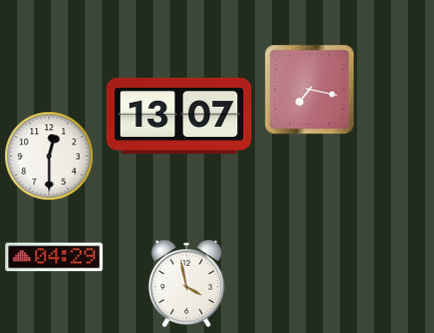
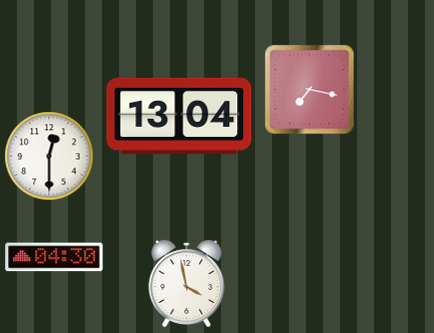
clock at (179, 116): 13:07 -> 13:04
clock at (54, 257): 04:29 -> 04:30
